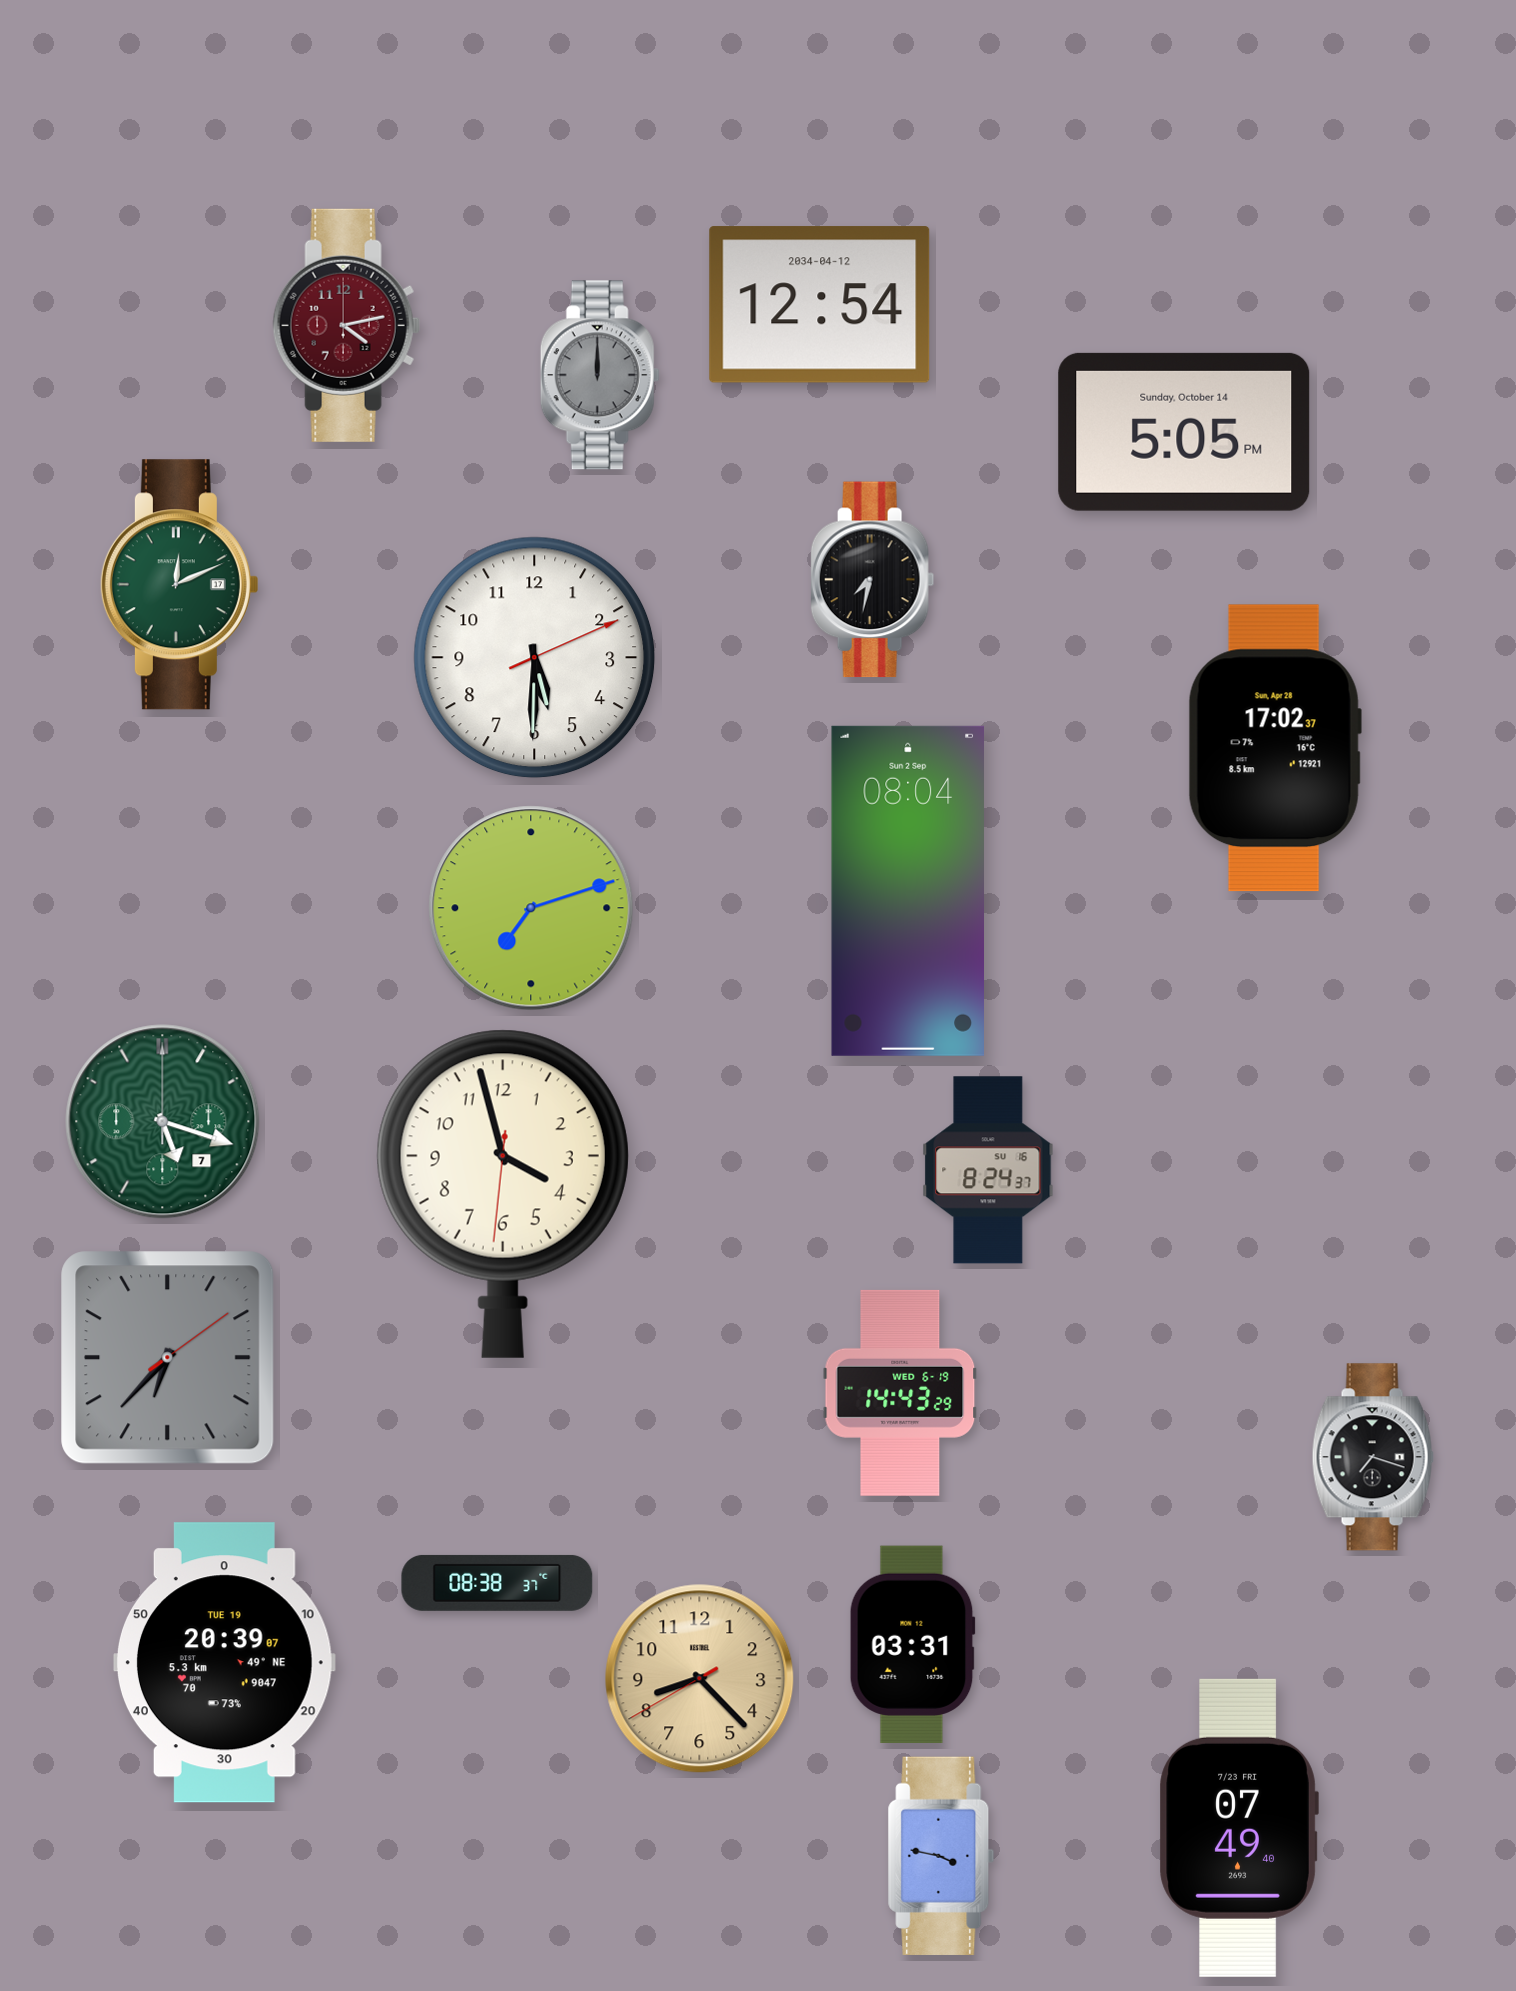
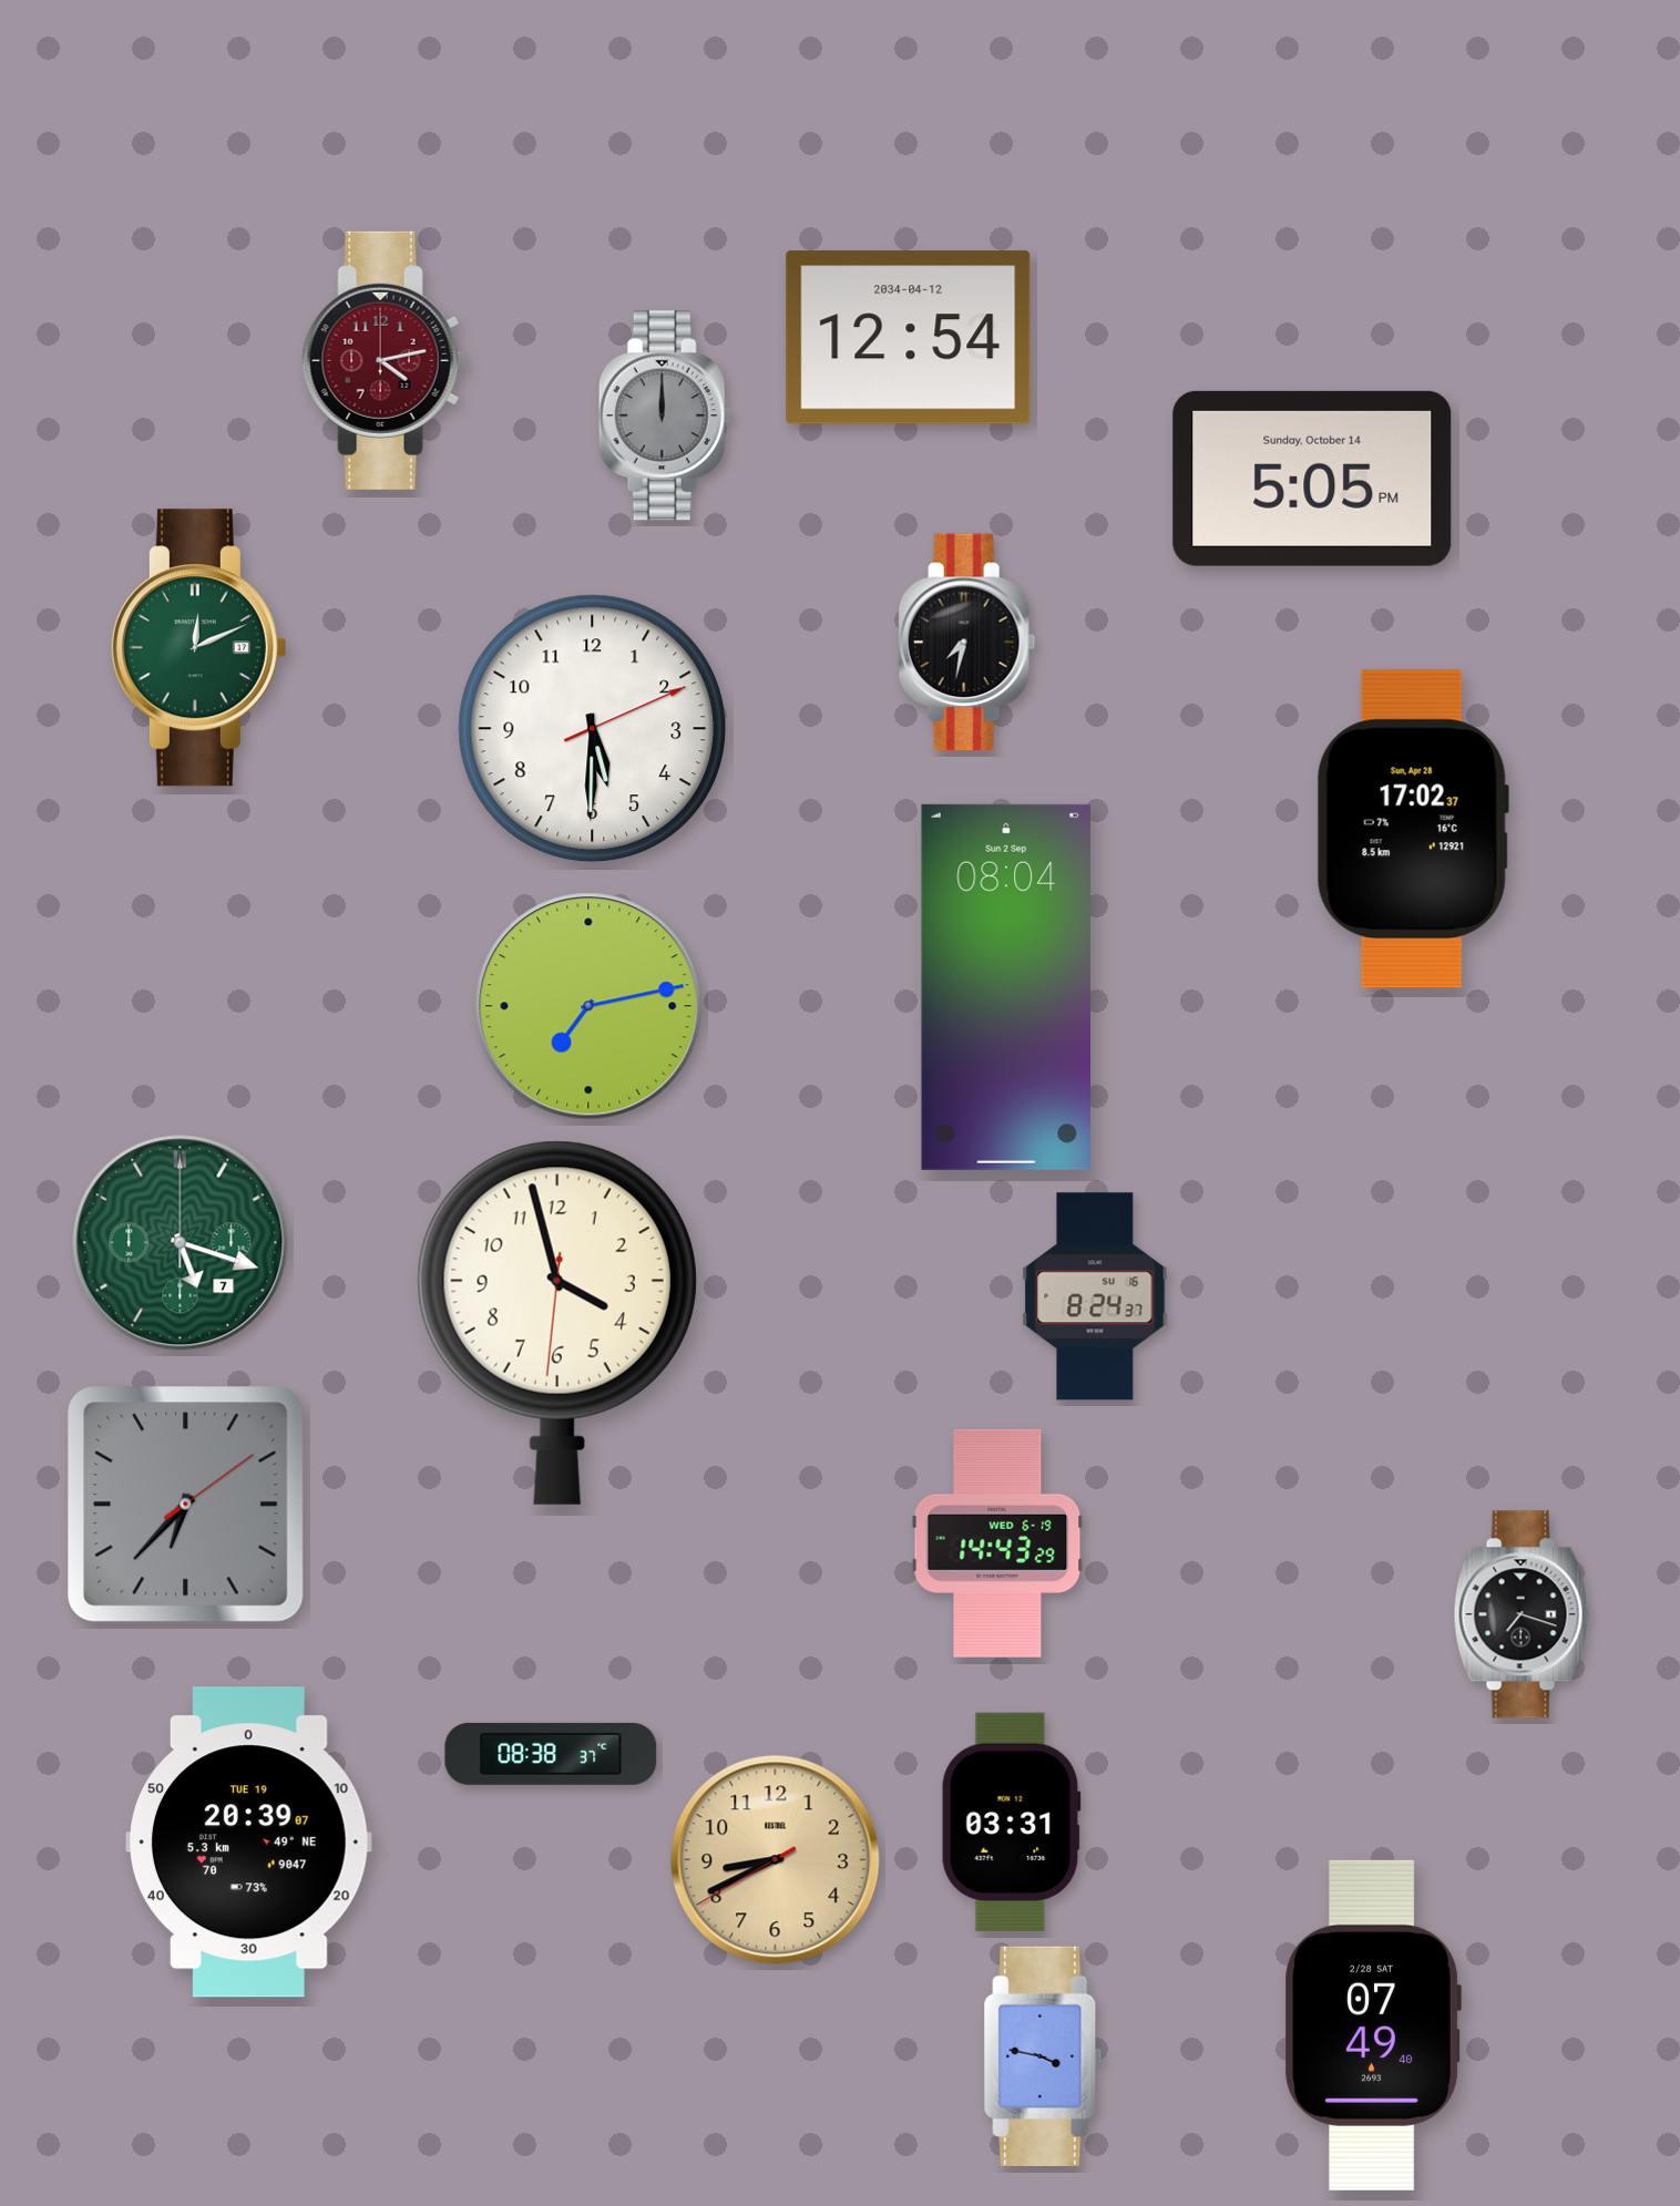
clock at (531, 908): 7:12 -> 7:13
clock at (700, 1679): 8:22 -> 8:40
clock at (1239, 1828) date: 7/23 FRI -> 2/28 SAT
